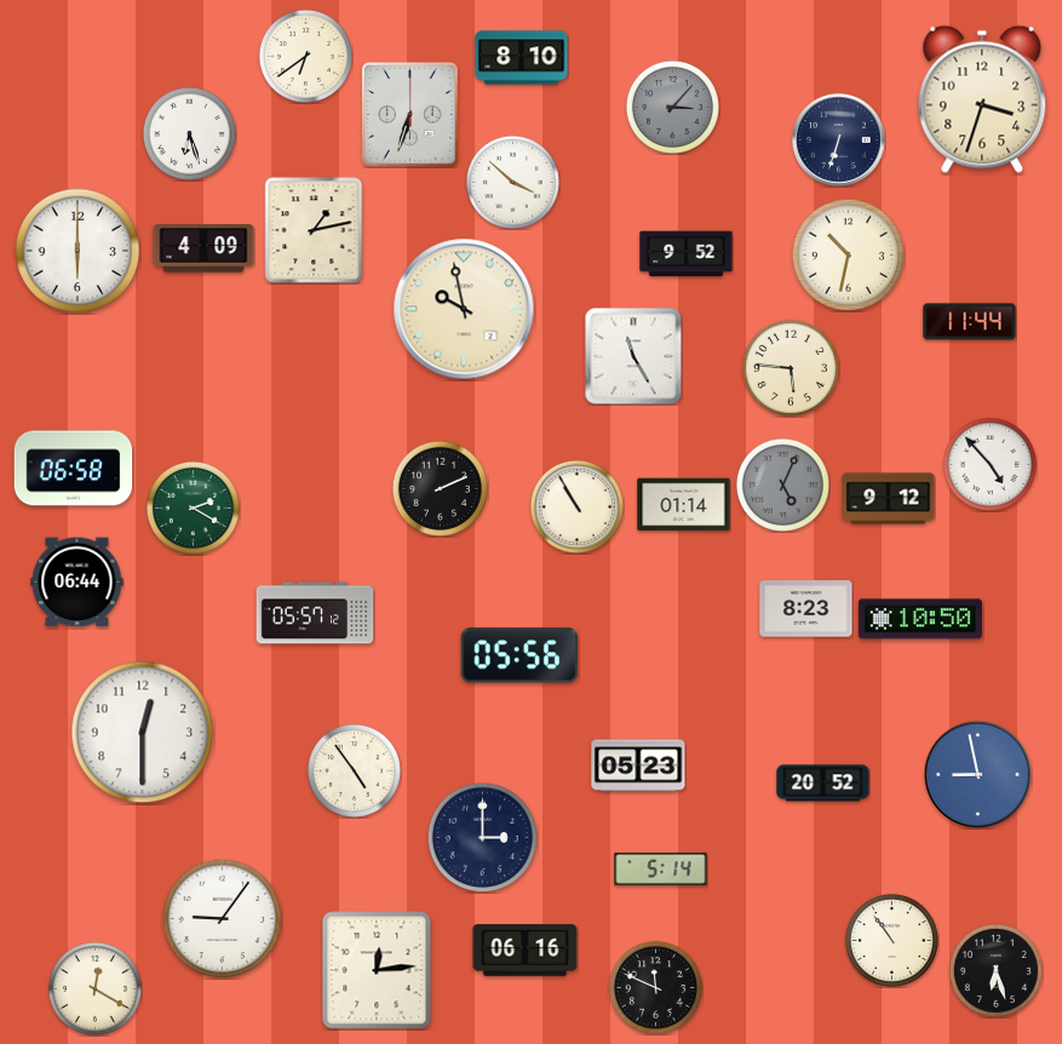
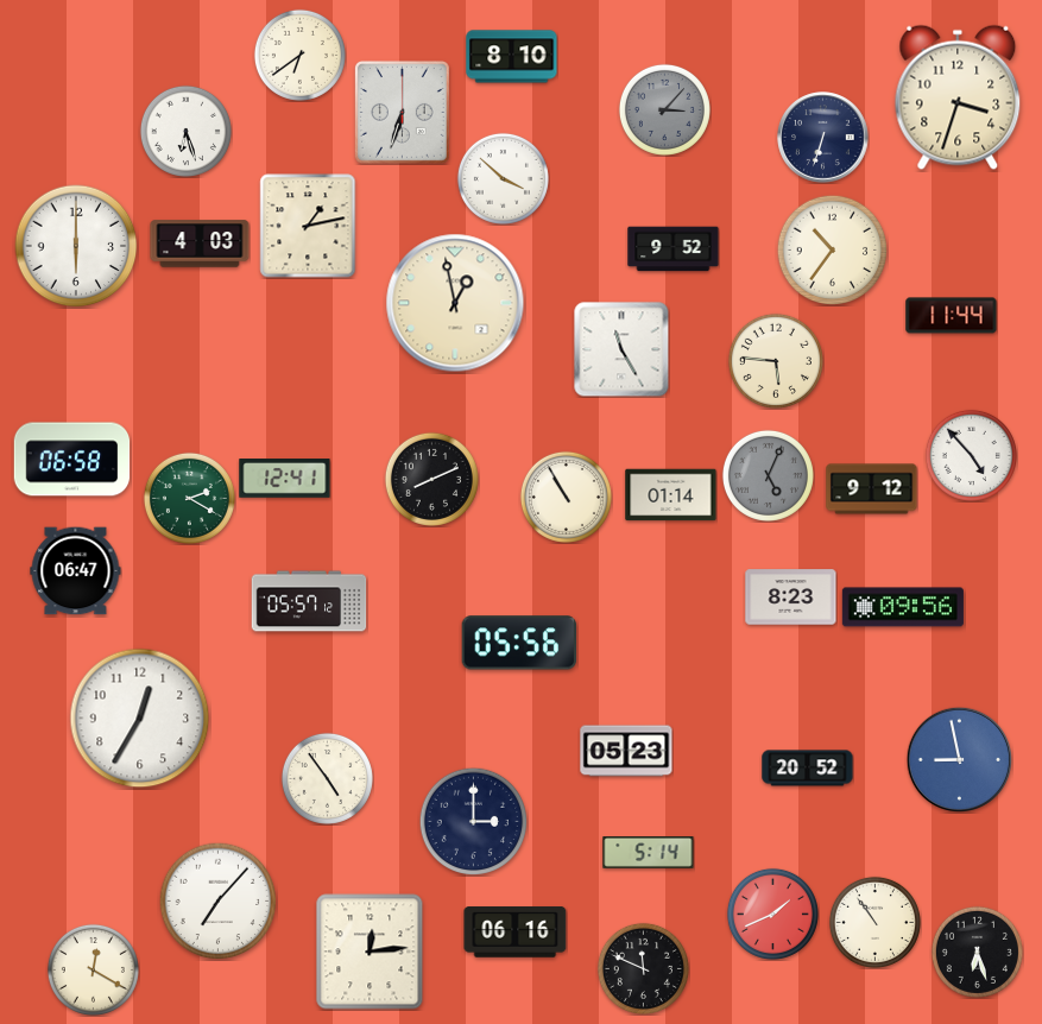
clock at (982, 99) position: (982, 99) -> (958, 97)
clock at (672, 107) position: (672, 107) -> (664, 109)
clock at (203, 248): 4:09 -> 4:03
clock at (848, 254): 10:32 -> 10:36
clock at (464, 309): 9:58 -> 12:58
clock at (285, 479): none -> 12:41
clock at (440, 488): 2:11 -> 8:11
clock at (78, 583): 06:44 -> 06:47
clock at (920, 619): 10:50 -> 09:56
clock at (519, 655) position: (519, 655) -> (519, 643)
clock at (143, 733): 12:30 -> 12:35
clock at (354, 770) position: (354, 770) -> (327, 778)
clock at (223, 919): 9:06 -> 7:07
clock at (772, 914): none -> 1:41
